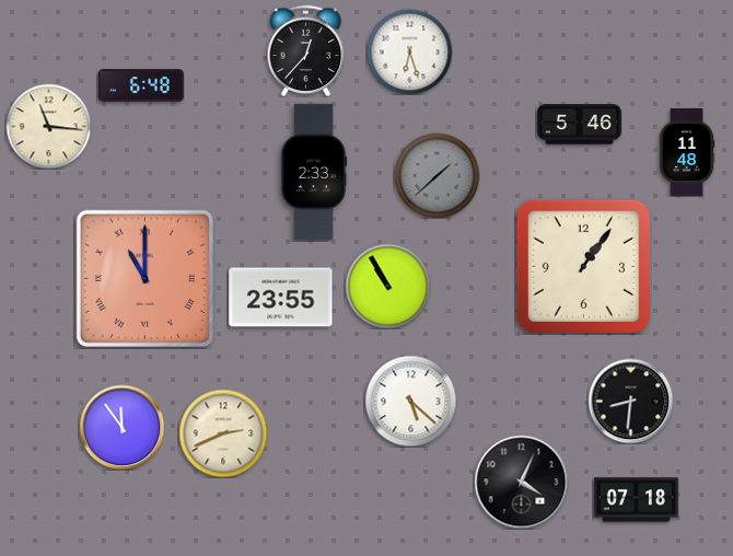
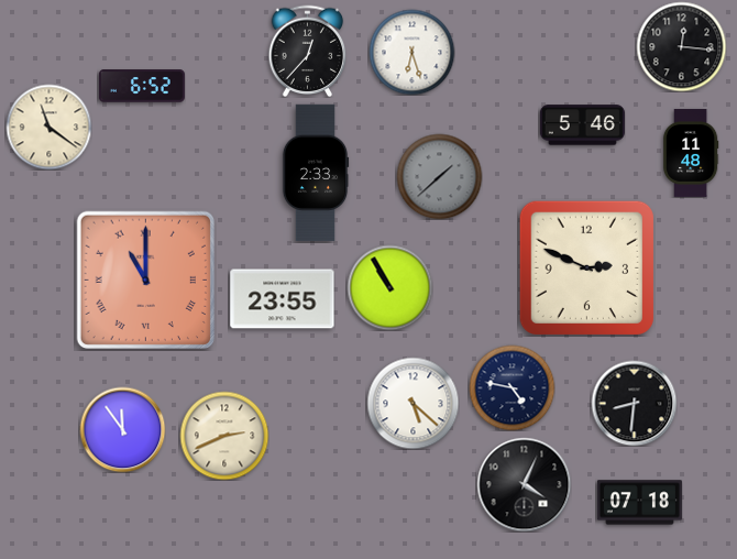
clock at (681, 46): none -> 12:16
clock at (141, 85): 6:48 -> 6:52
clock at (48, 126): 11:16 -> 11:21
clock at (583, 266): 1:06 -> 2:49
clock at (512, 387): none -> 4:47
